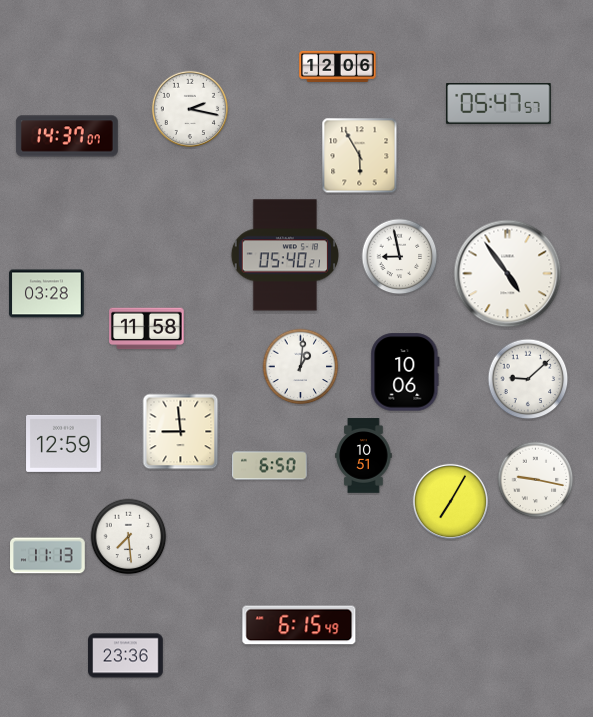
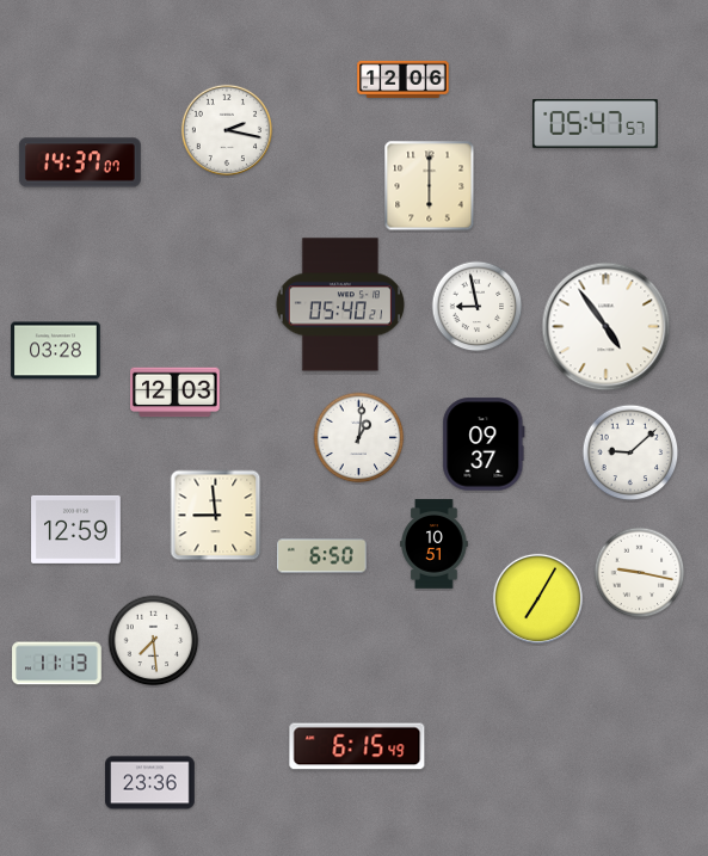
clock at (360, 156): 5:55 -> 6:00
clock at (147, 329): 11:58 -> 12:03
clock at (405, 372): 10:06 -> 09:37
